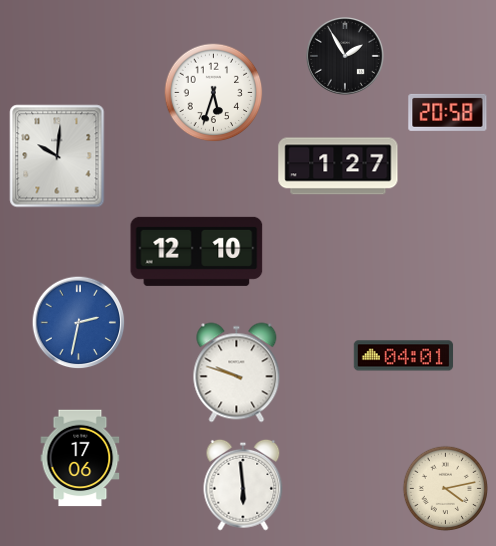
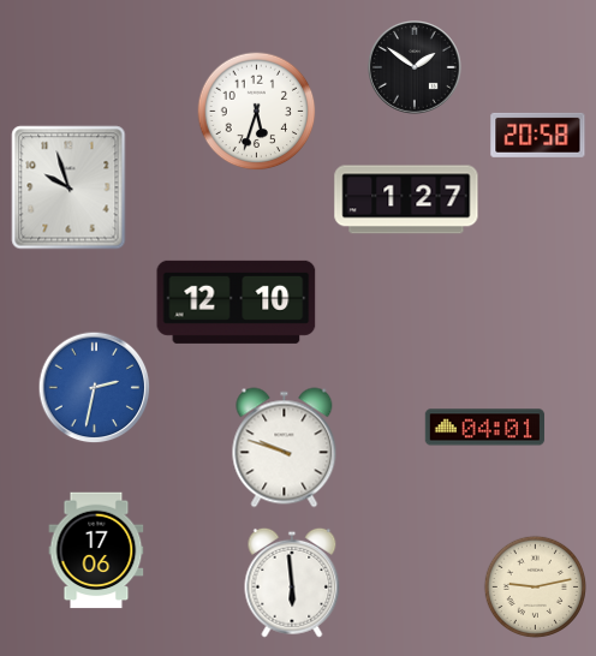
clock at (346, 57): 1:55 -> 1:51
clock at (57, 156): 10:01 -> 9:57
clock at (445, 488): 4:13 -> 9:13
